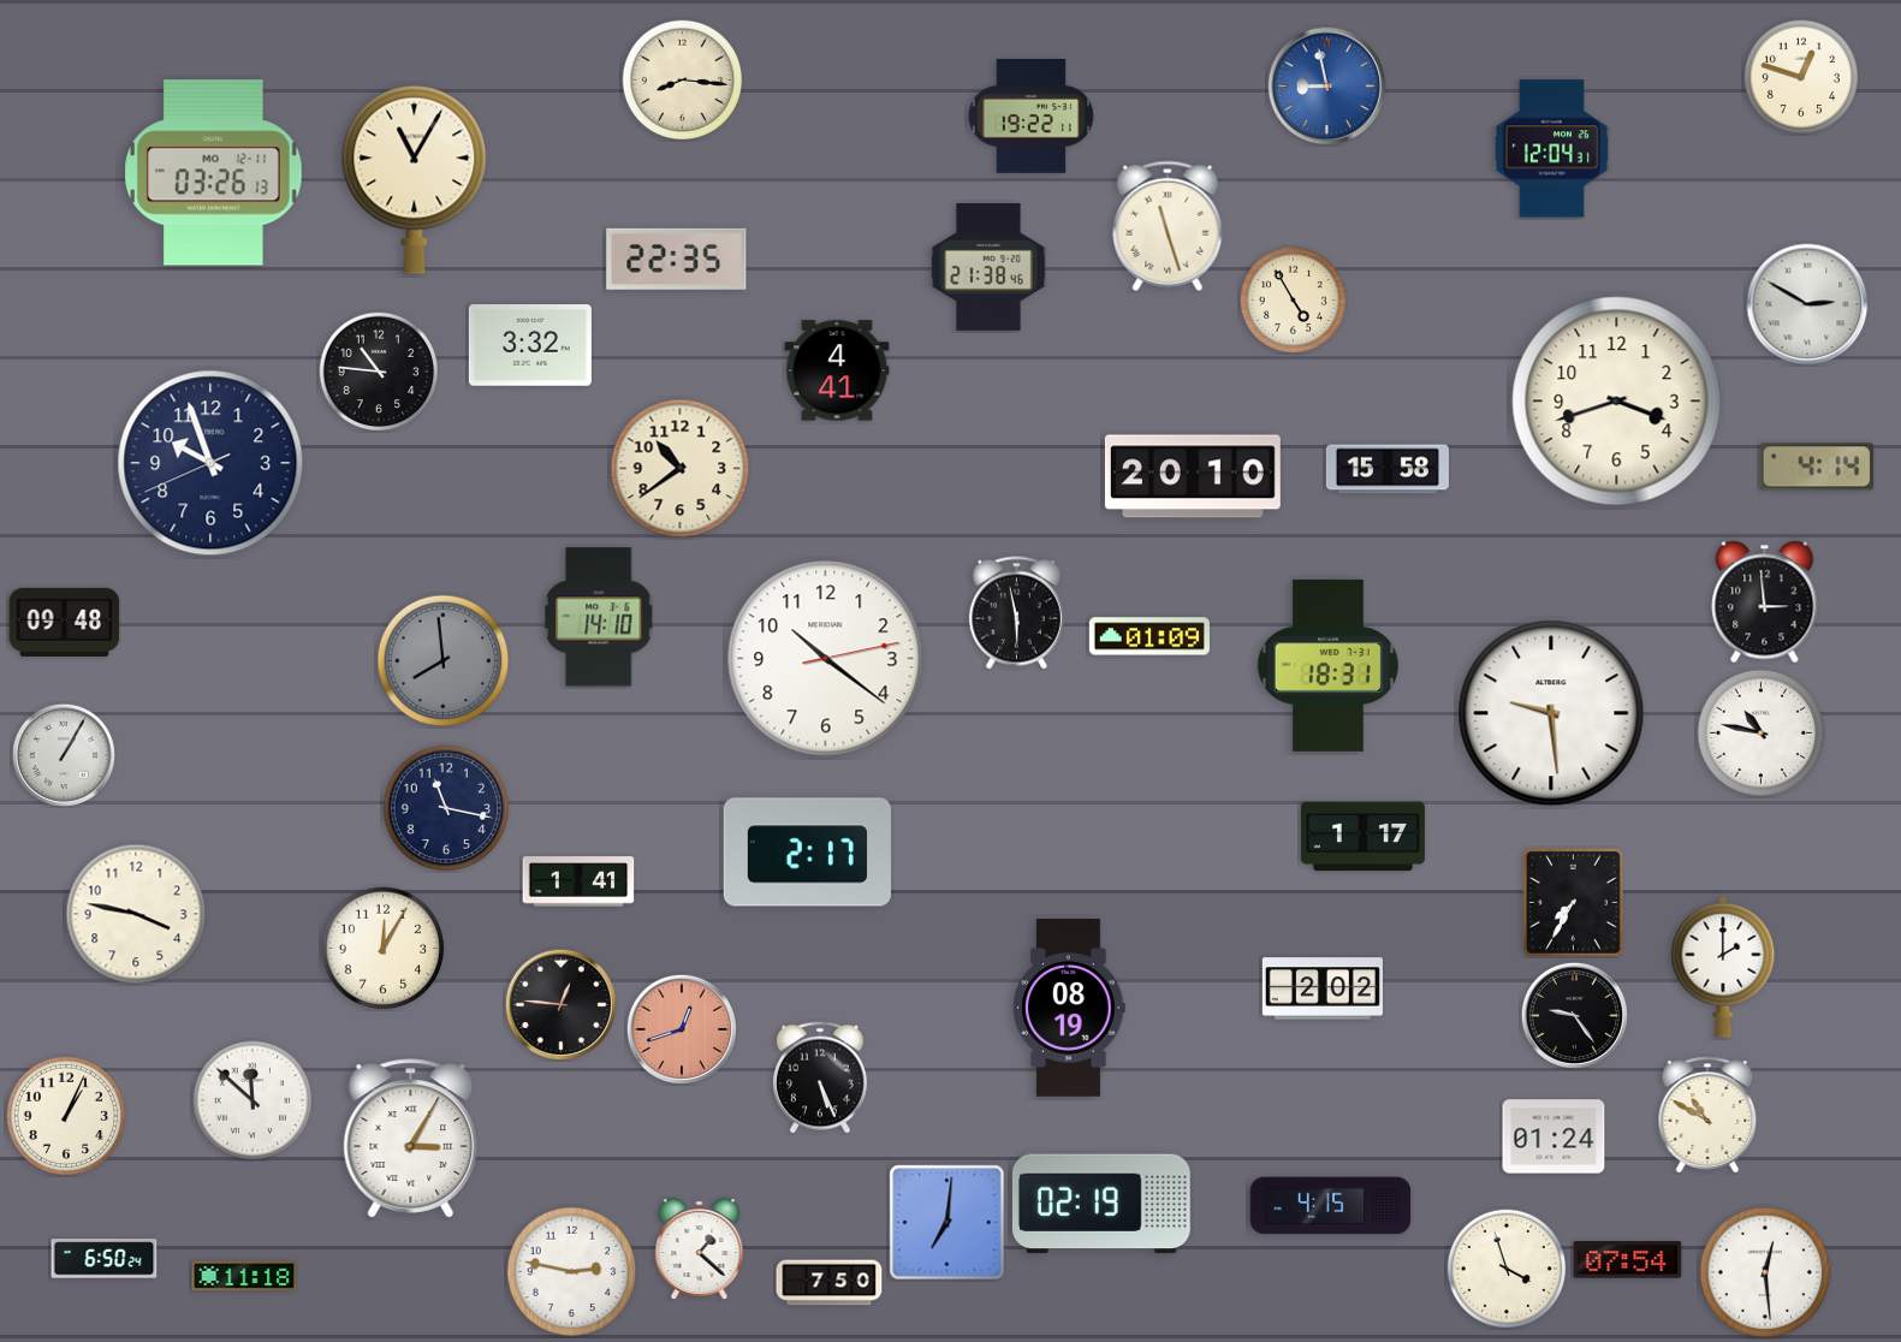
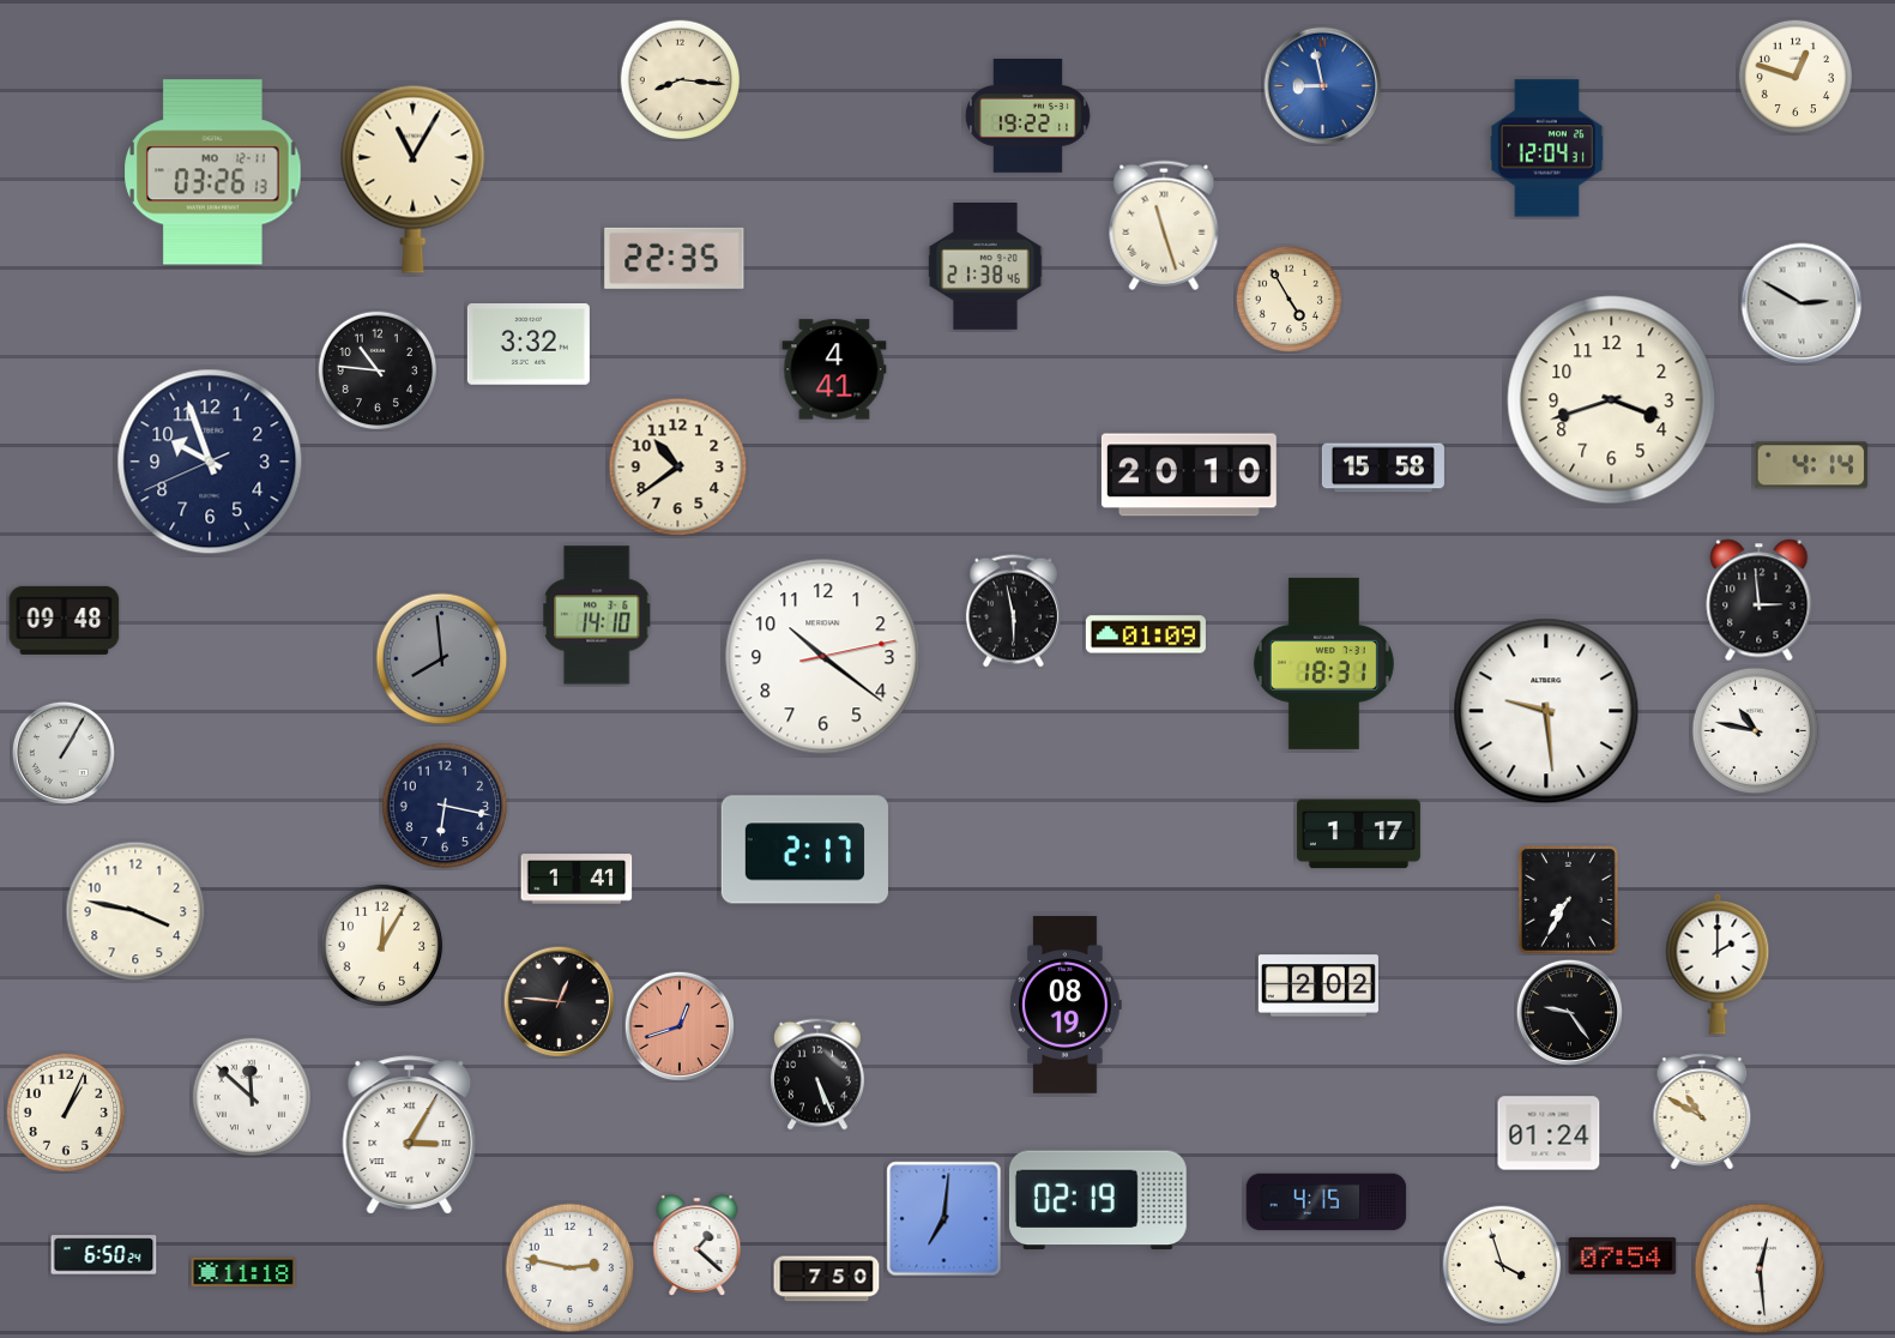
clock at (446, 808): 11:17 -> 6:17
